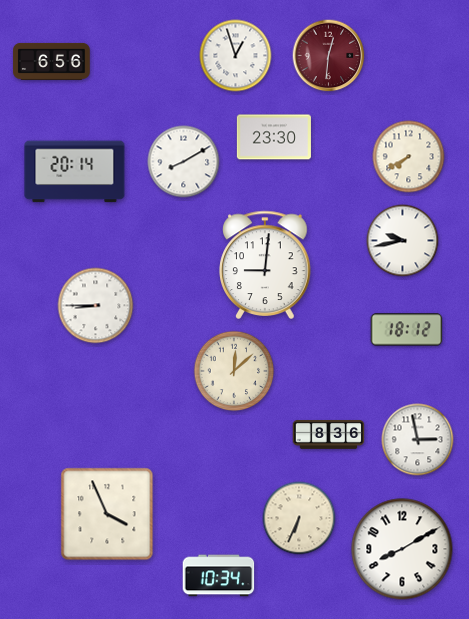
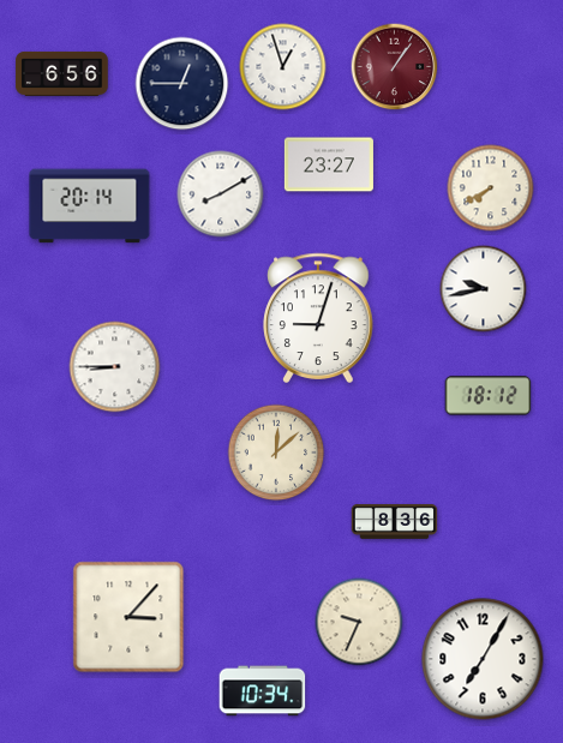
clock at (329, 56): 12:31 -> 1:06
clock at (182, 84): none -> 12:45
clock at (274, 137): 23:30 -> 23:27
clock at (265, 265): 9:01 -> 9:03
clock at (234, 371) position: (234, 371) -> (276, 453)
clock at (418, 440): 2:58 -> none
clock at (107, 514): 3:56 -> 3:07
clock at (299, 518): 6:34 -> 9:34
clock at (402, 549): 8:10 -> 7:05
